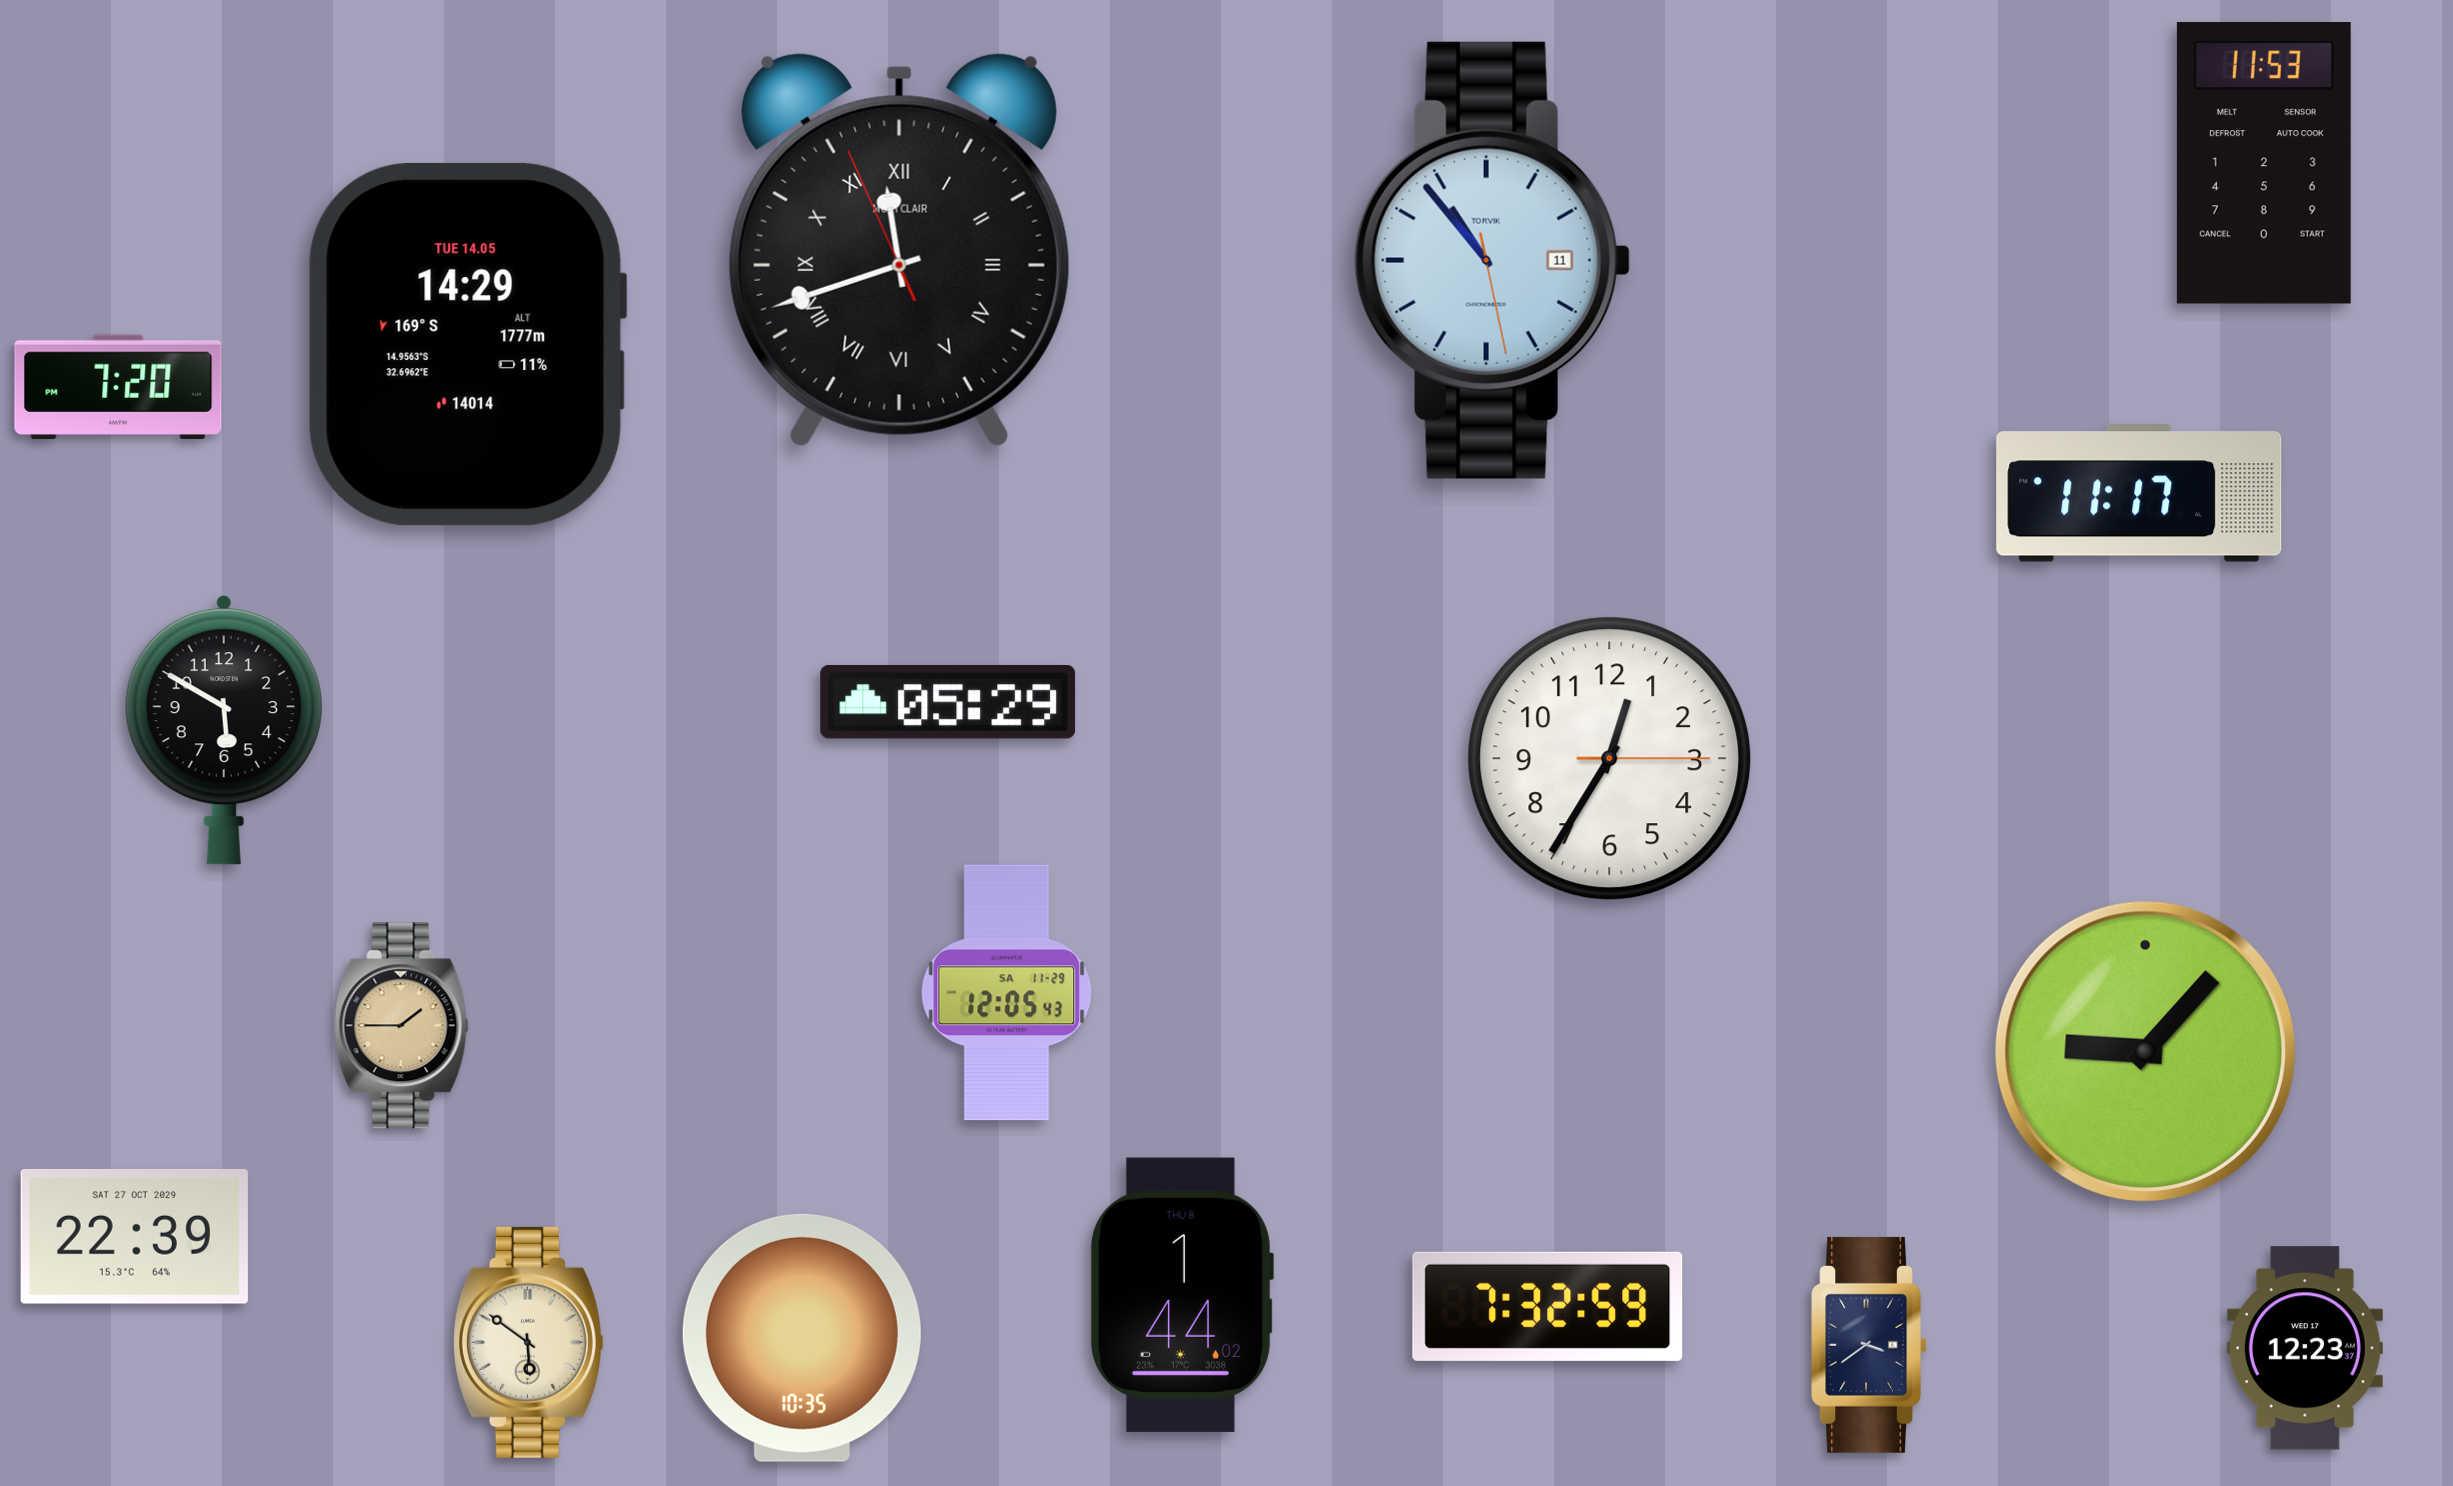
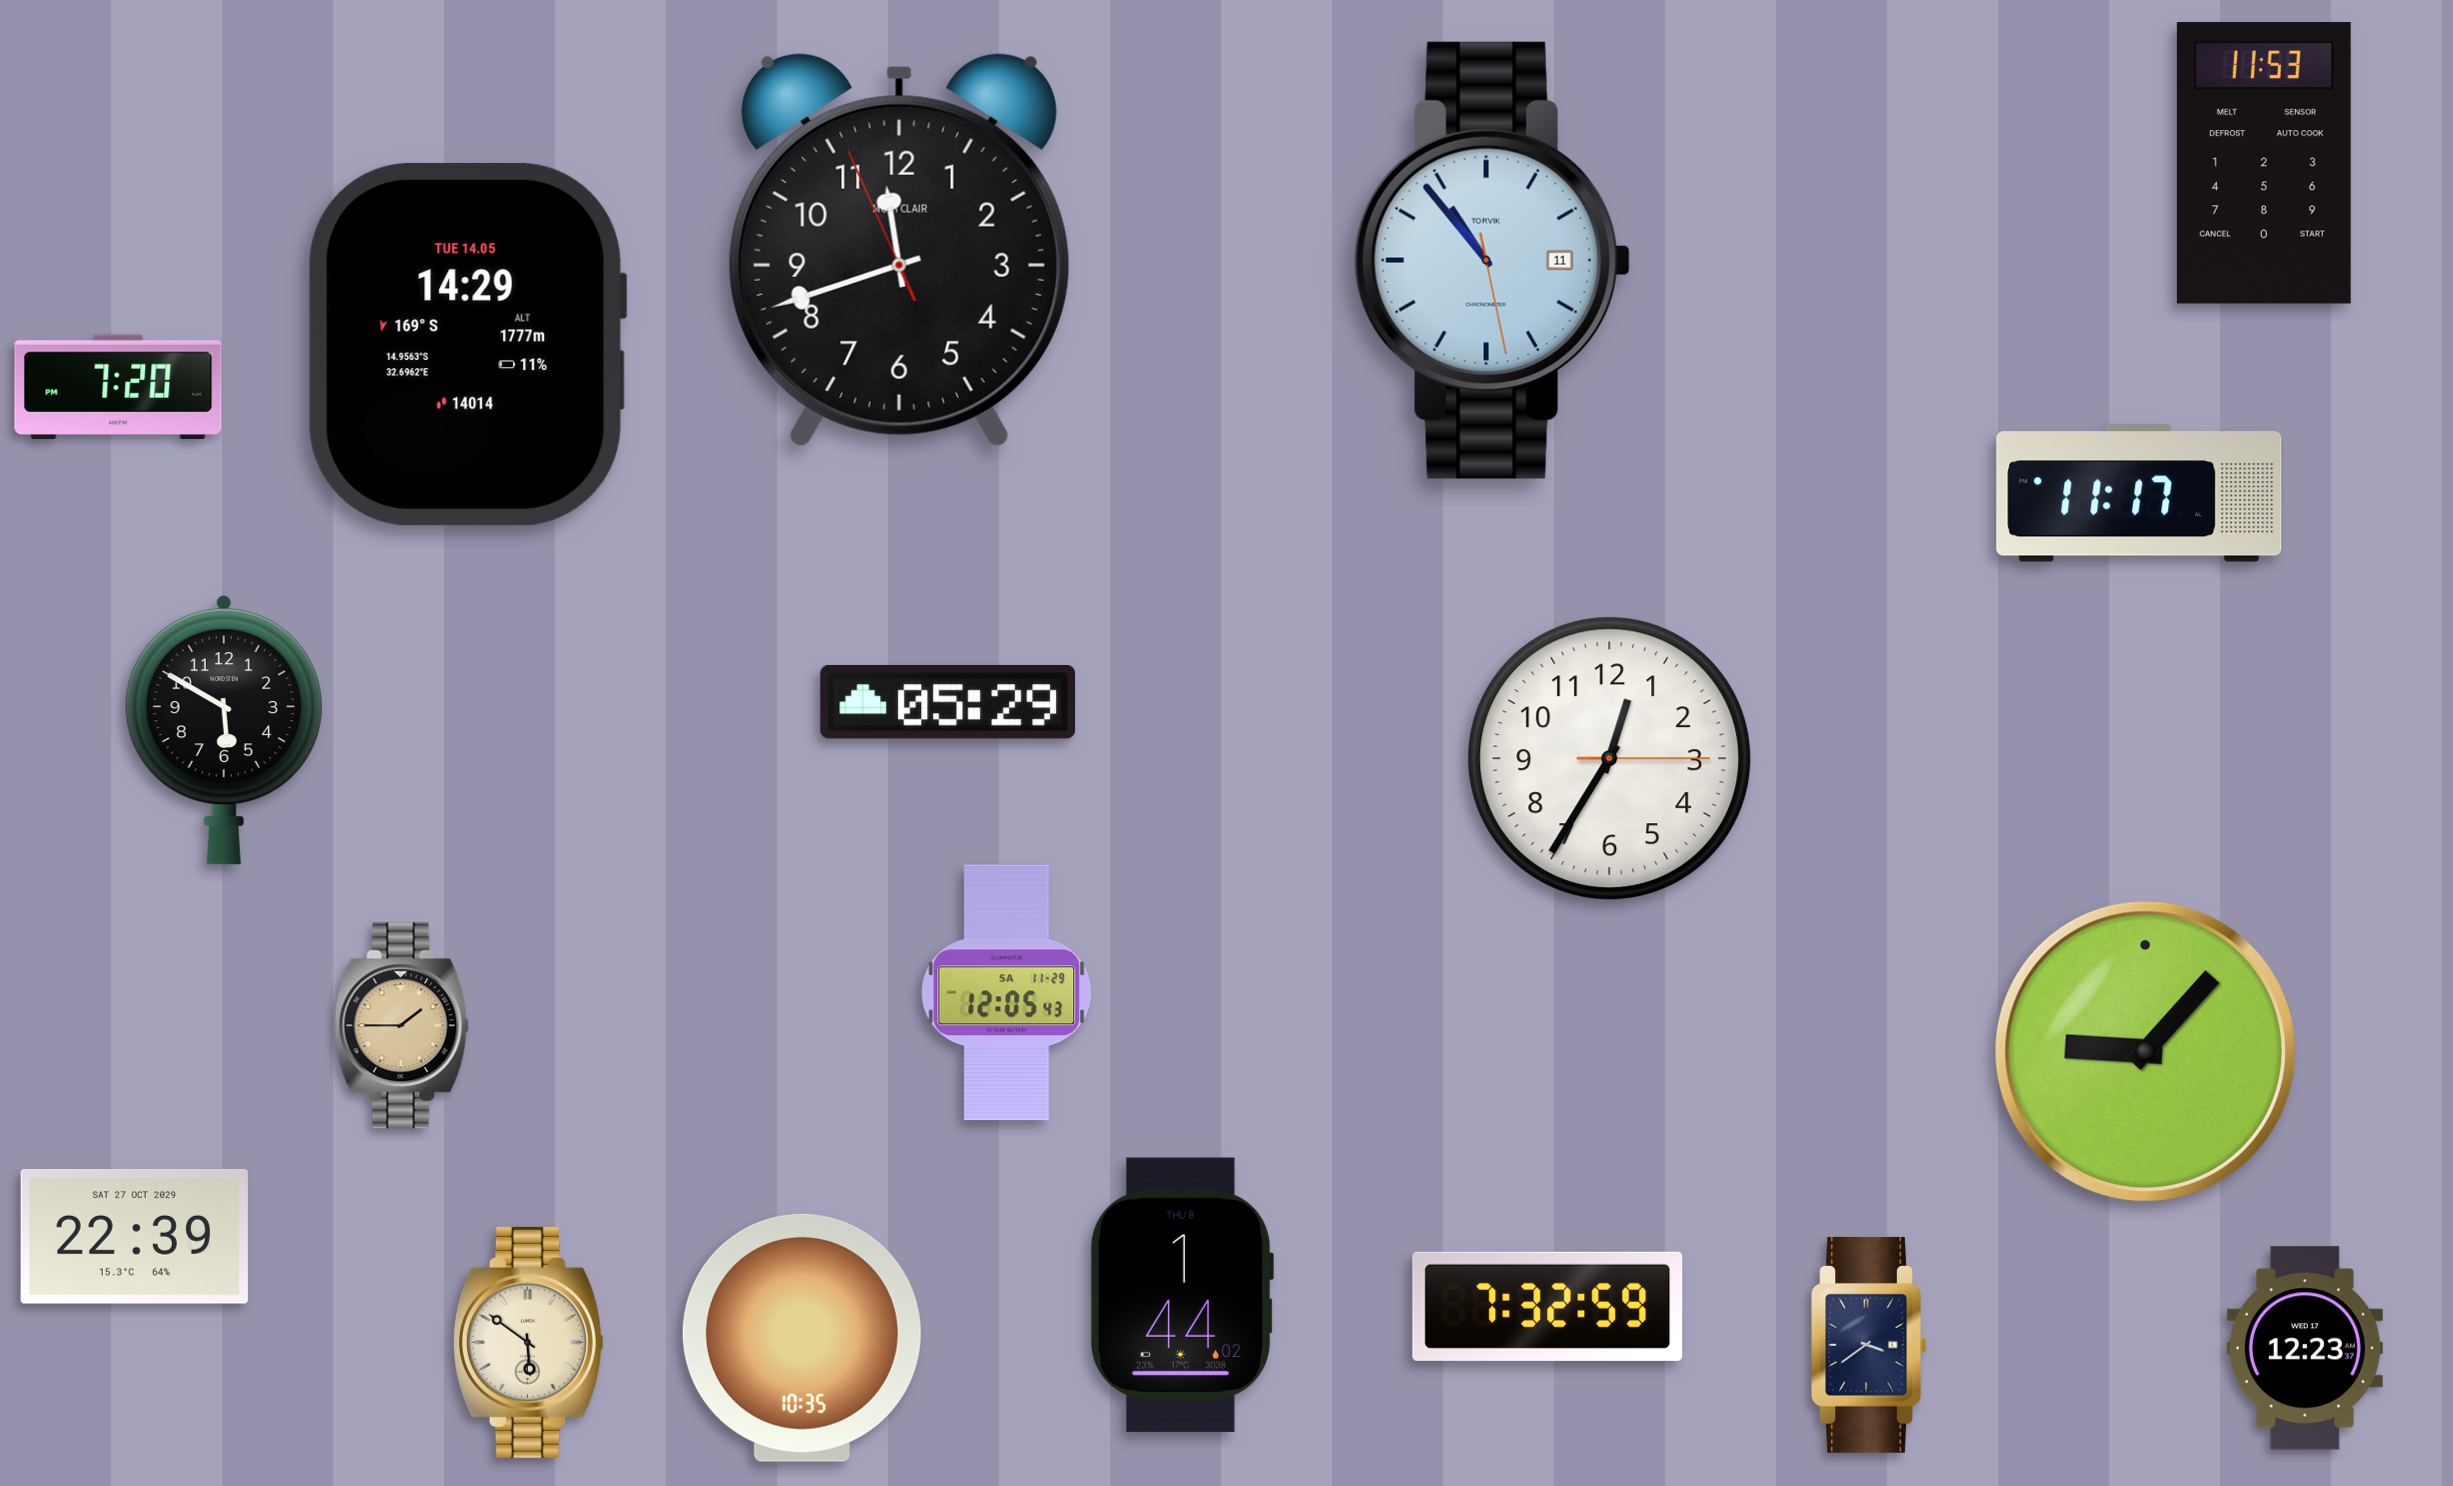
clock at (899, 250) numerals: Roman -> Arabic
